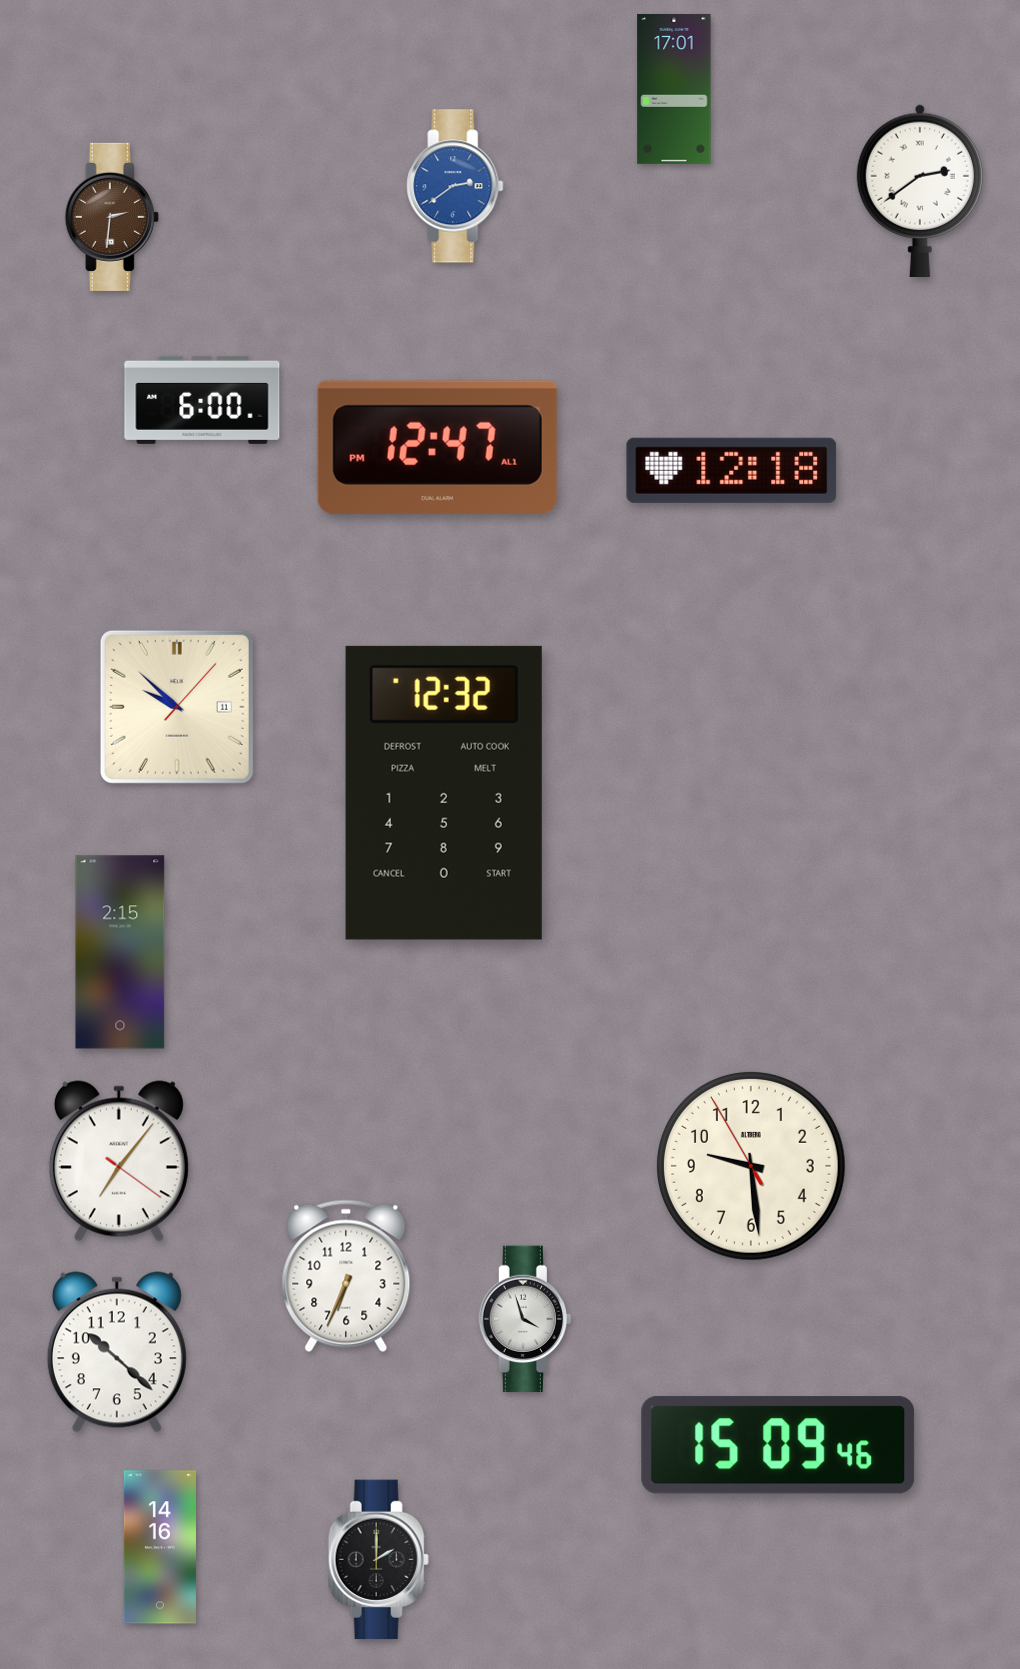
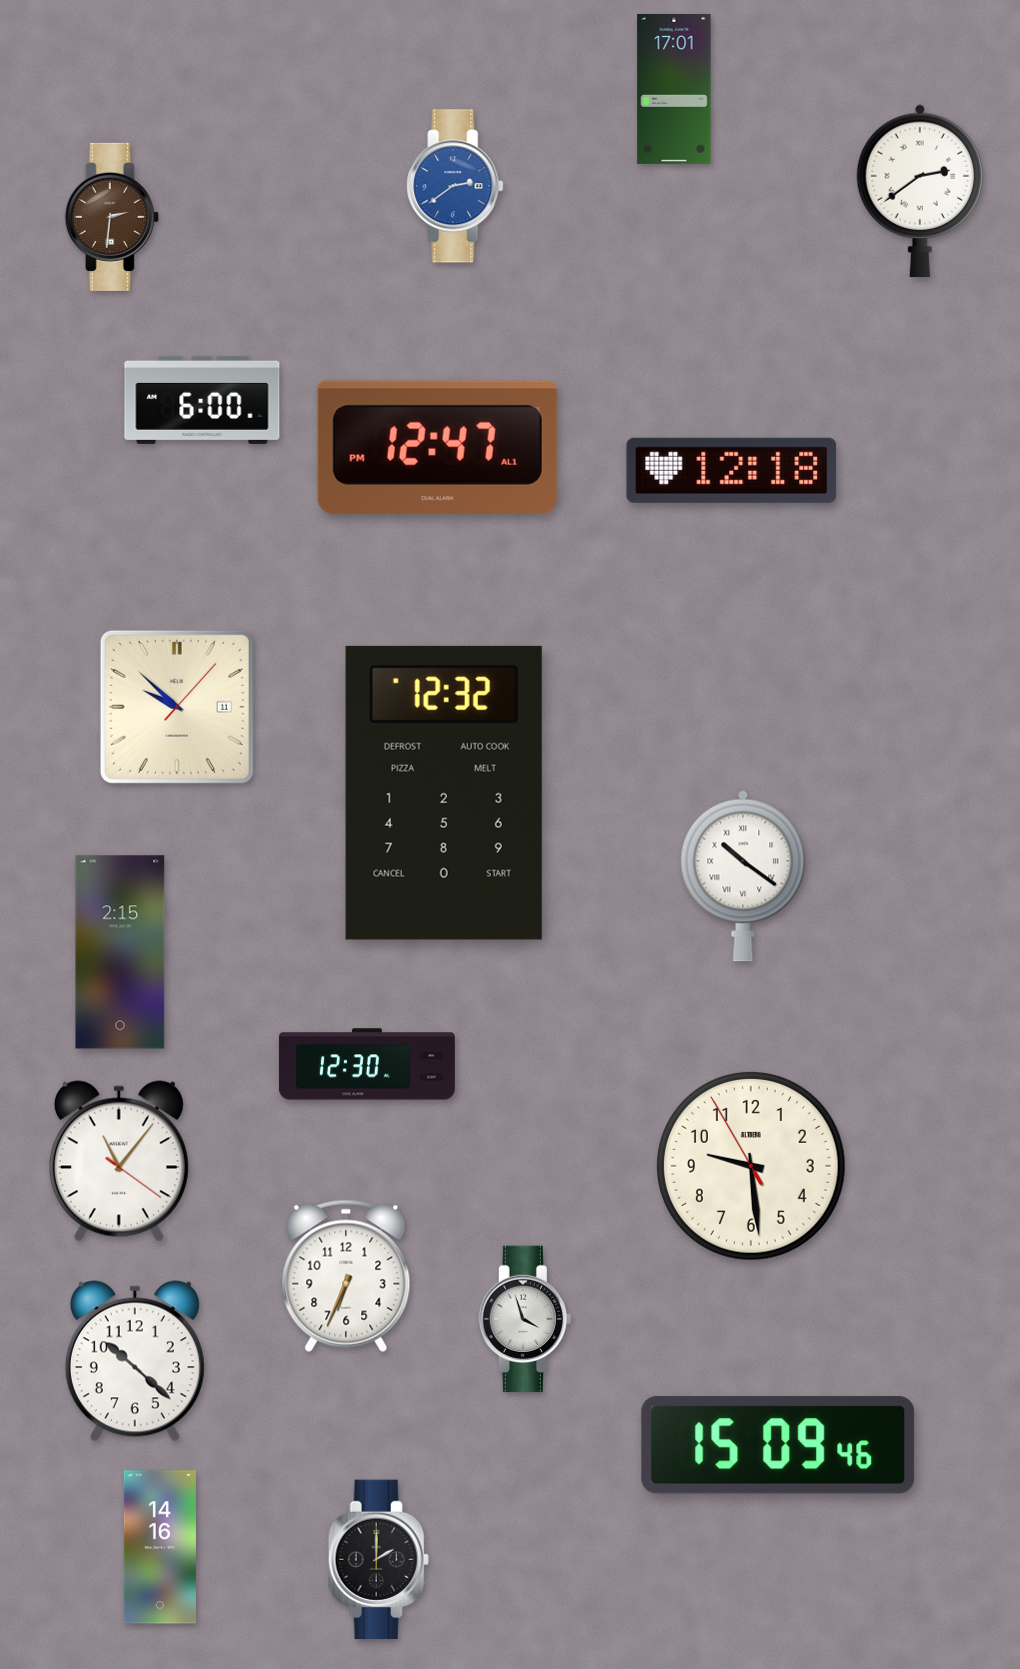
clock at (743, 876): none -> 10:21
clock at (367, 1064): none -> 12:30
clock at (119, 1161): 7:06 -> 11:06
clock at (117, 1352) position: (117, 1352) -> (135, 1361)
